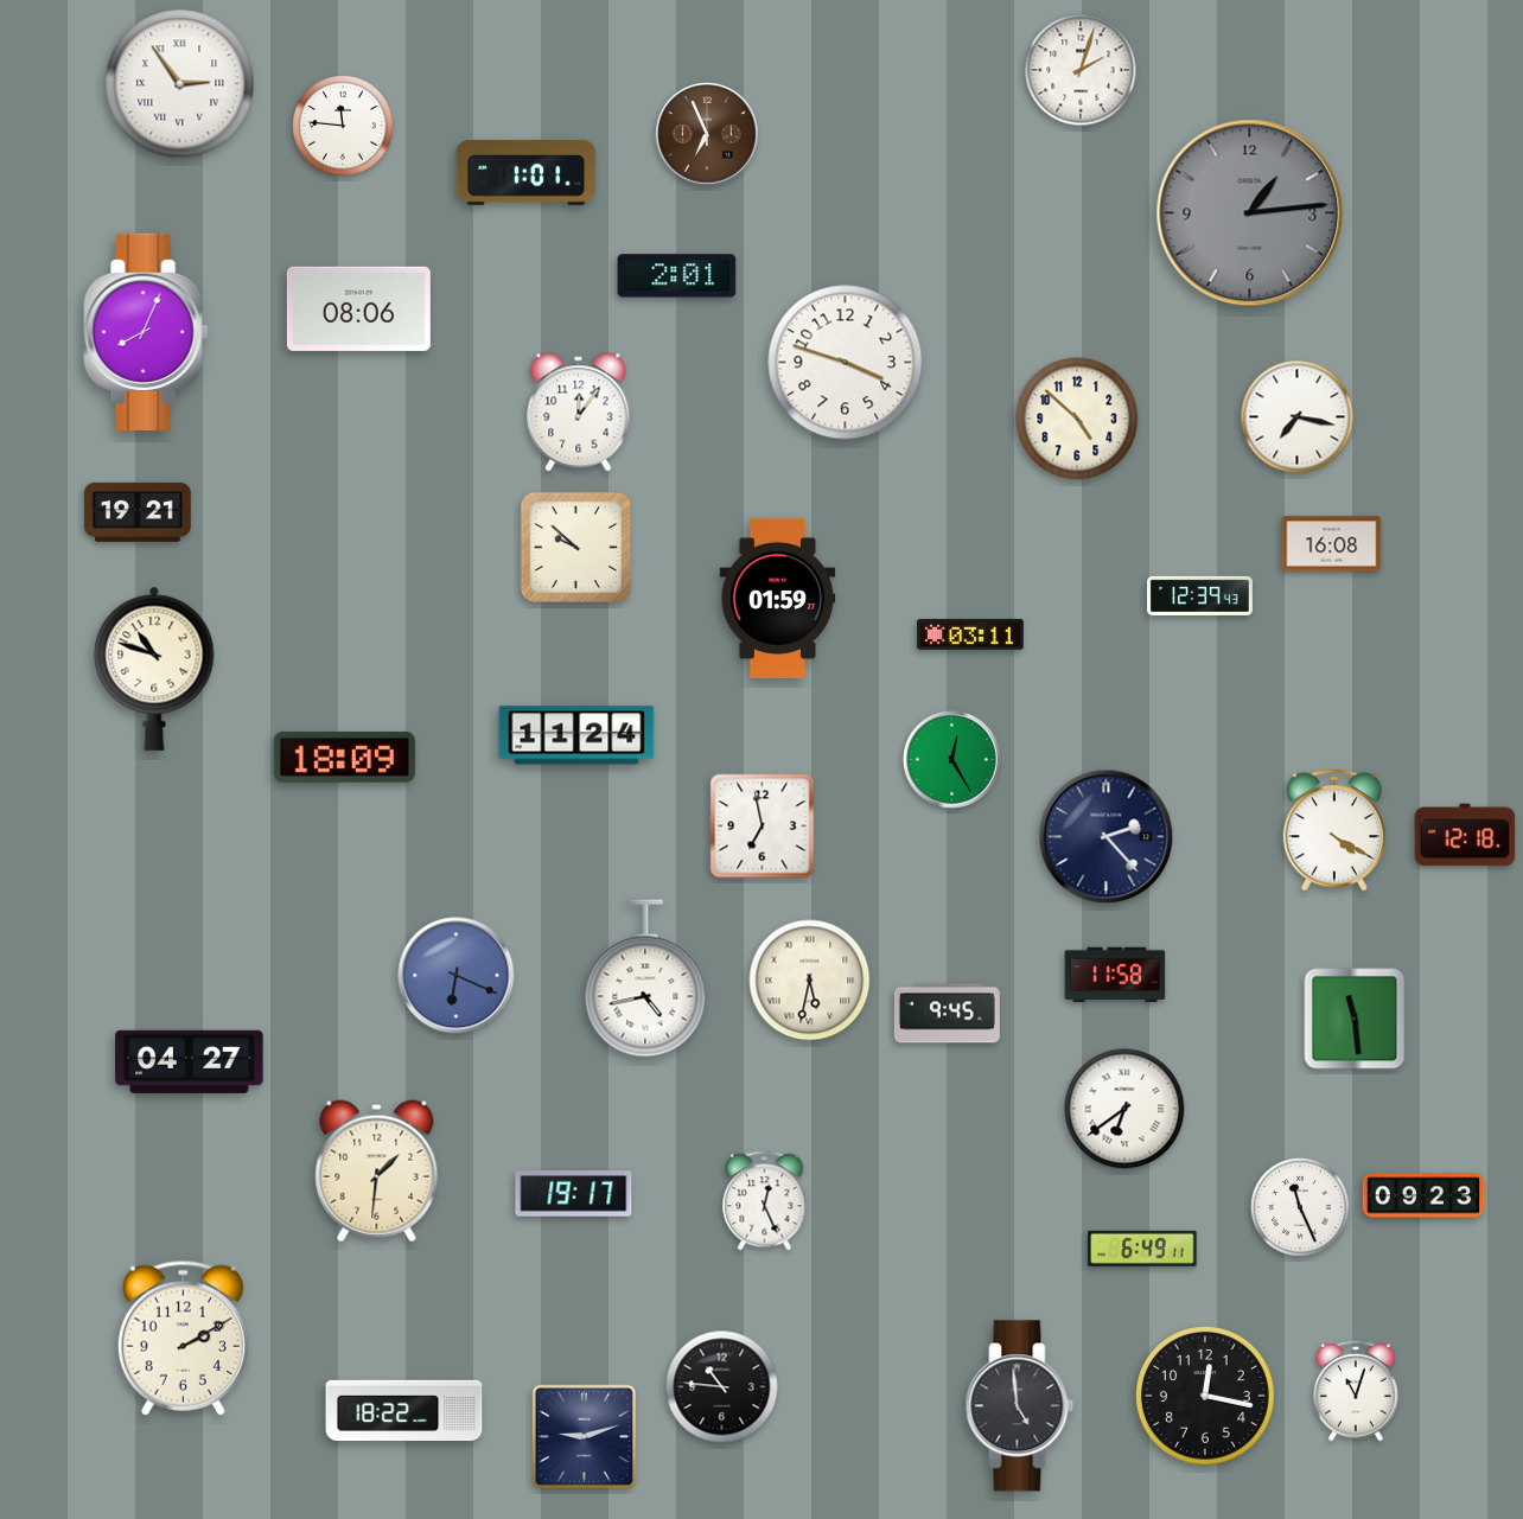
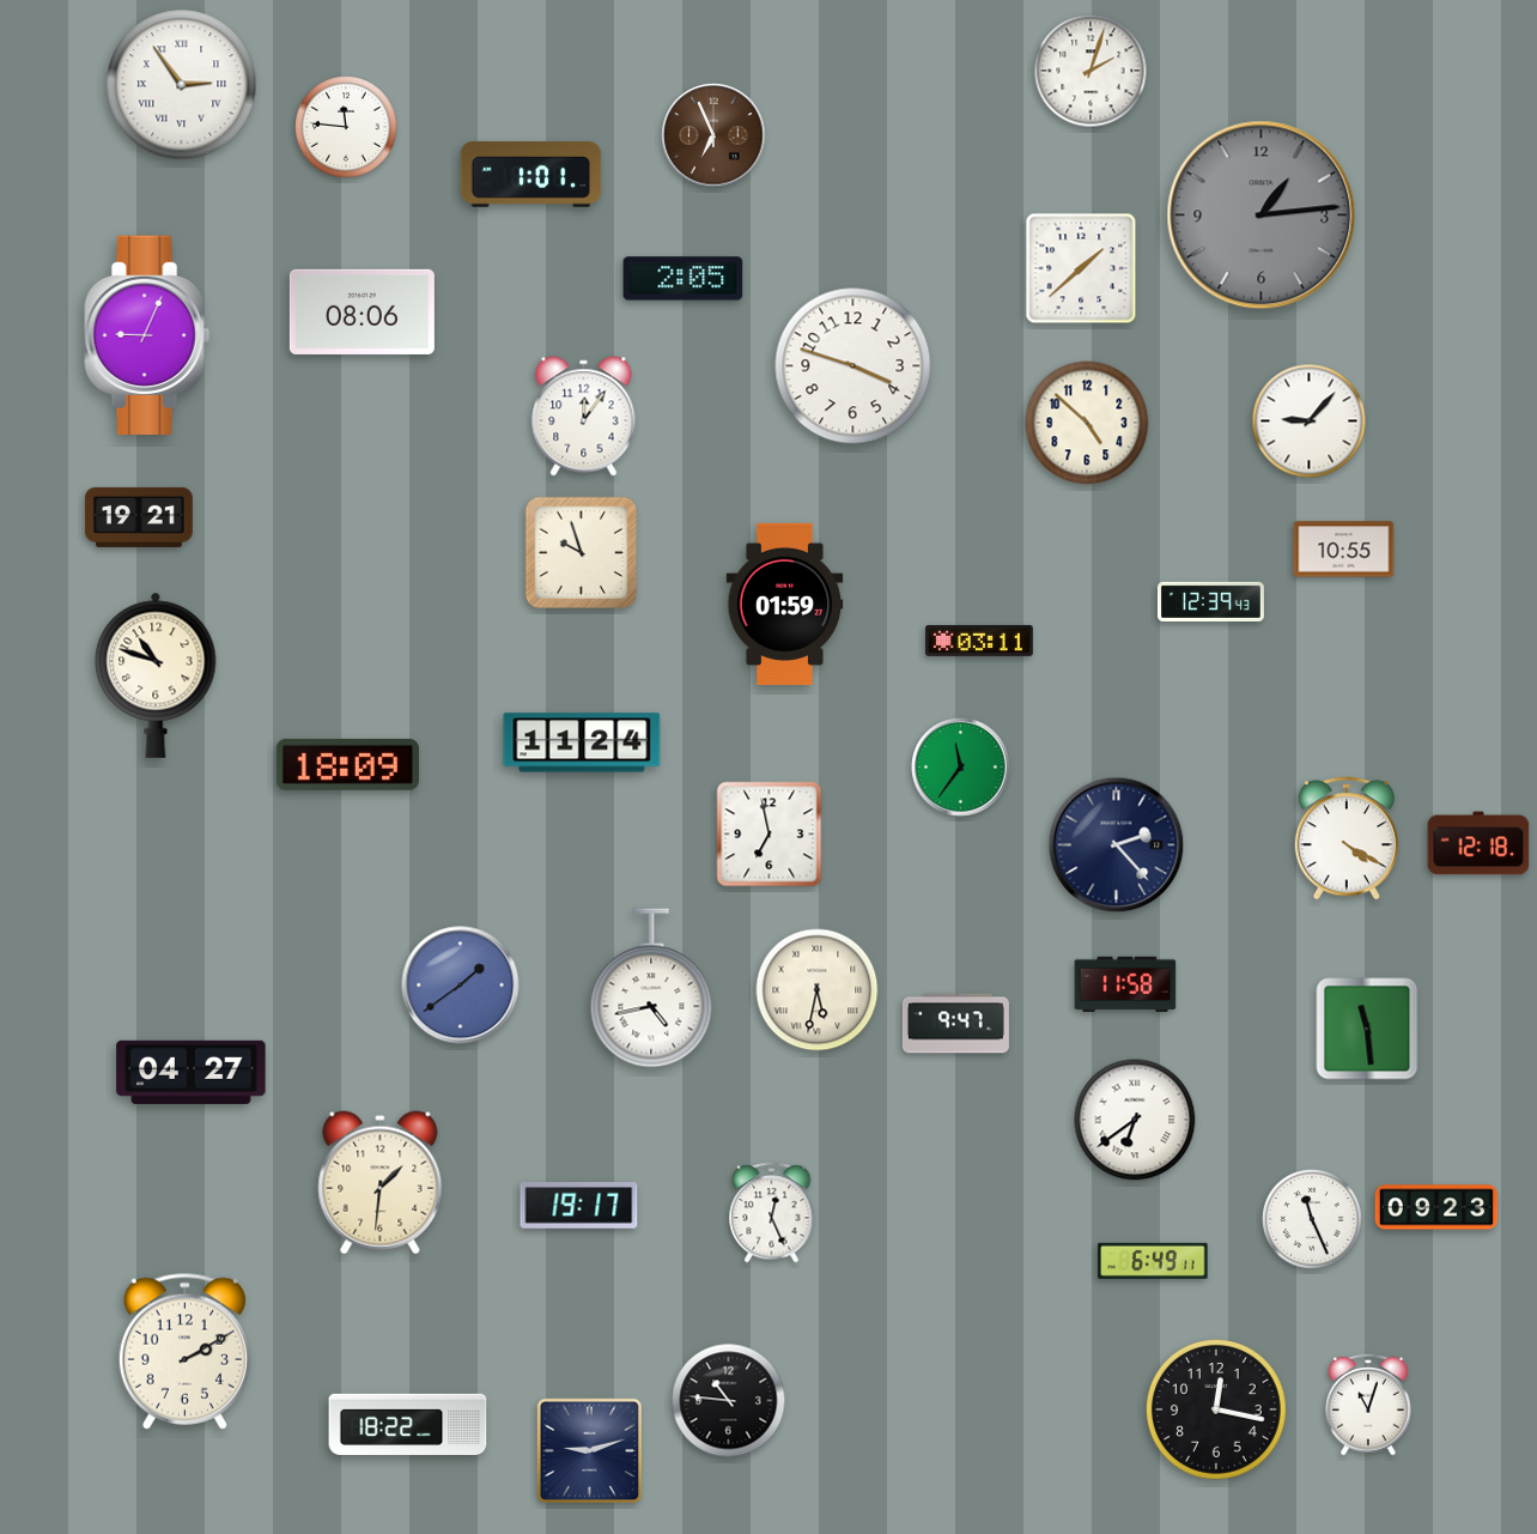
clock at (1081, 268): none -> 1:38
clock at (677, 276): 2:01 -> 2:05
clock at (146, 331): 8:04 -> 9:04
clock at (1298, 417): 7:17 -> 9:07
clock at (1332, 544): 16:08 -> 10:55
clock at (576, 548): 9:52 -> 9:57
clock at (952, 760): 12:25 -> 11:36
clock at (457, 976): 6:19 -> 1:39
clock at (947, 1014): 9:45 -> 9:47
clock at (1020, 1406): 4:59 -> none
